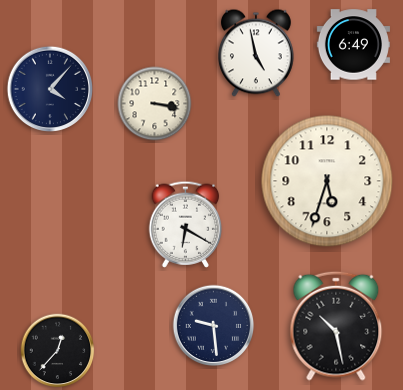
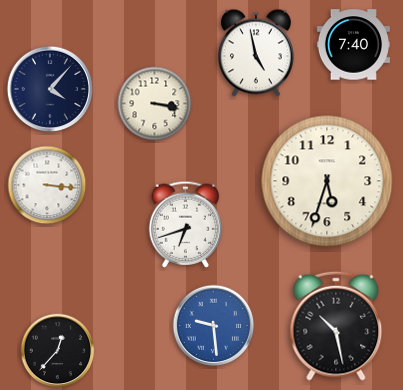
clock at (353, 45): 6:49 -> 7:40
clock at (47, 185): none -> 3:16
clock at (186, 224): 6:20 -> 6:42
clock at (214, 326) dial: navy -> blue
